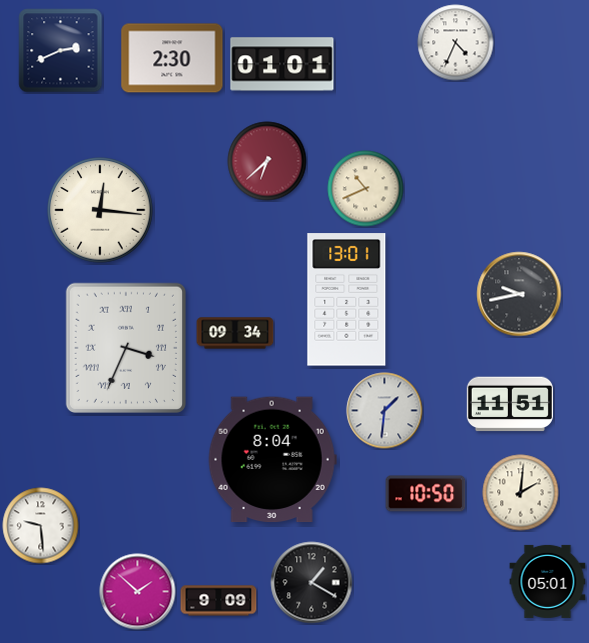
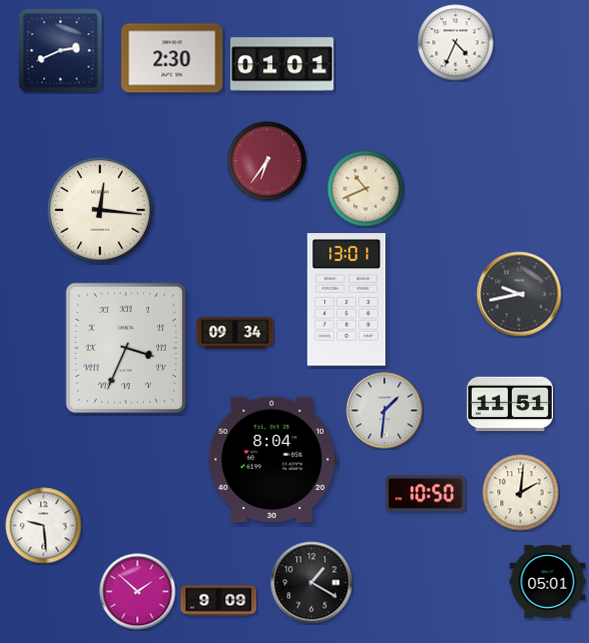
clock at (267, 161): 6:38 -> 6:36
clock at (41, 526) position: (41, 526) -> (44, 526)
